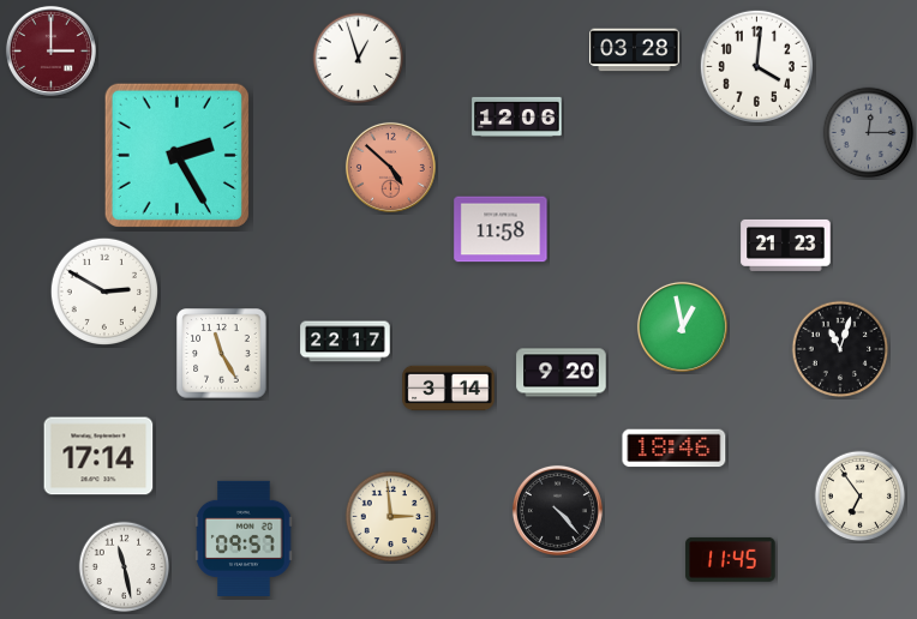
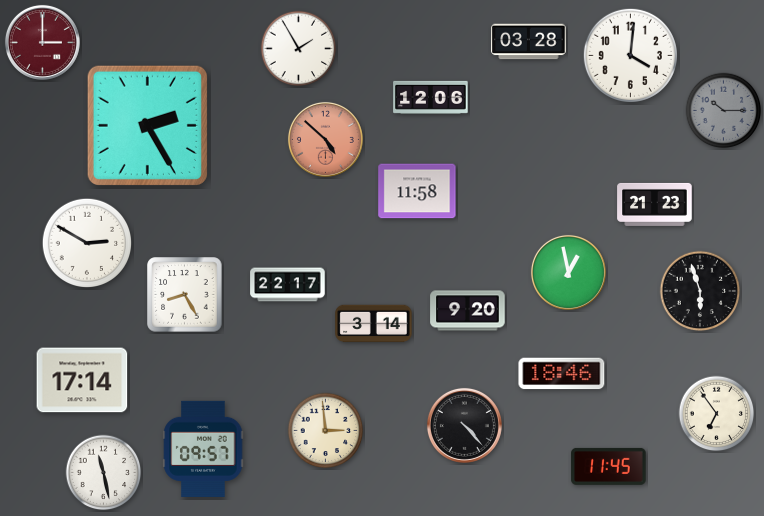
clock at (359, 59): 12:57 -> 1:55
clock at (869, 133): 12:15 -> 10:15
clock at (176, 155) position: (176, 155) -> (147, 125)
clock at (840, 349): 11:03 -> 5:57
clock at (222, 354): 11:25 -> 8:25
